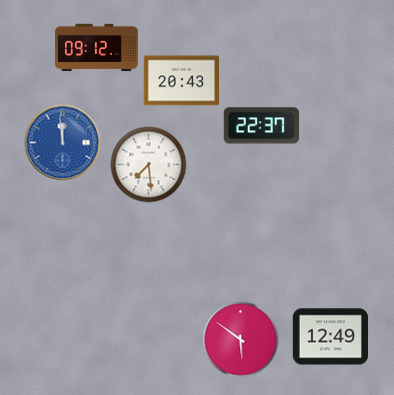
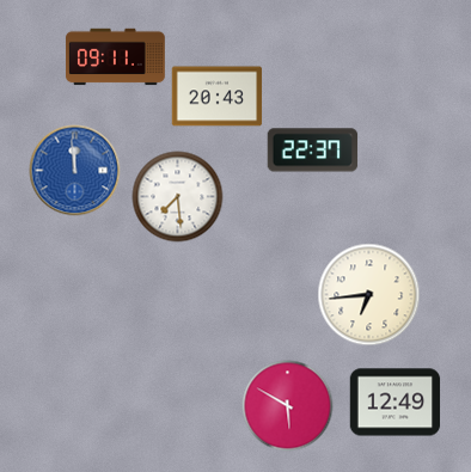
clock at (97, 48): 09:12 -> 09:11
clock at (369, 295): none -> 6:44
clock at (241, 340): 5:51 -> 5:50
